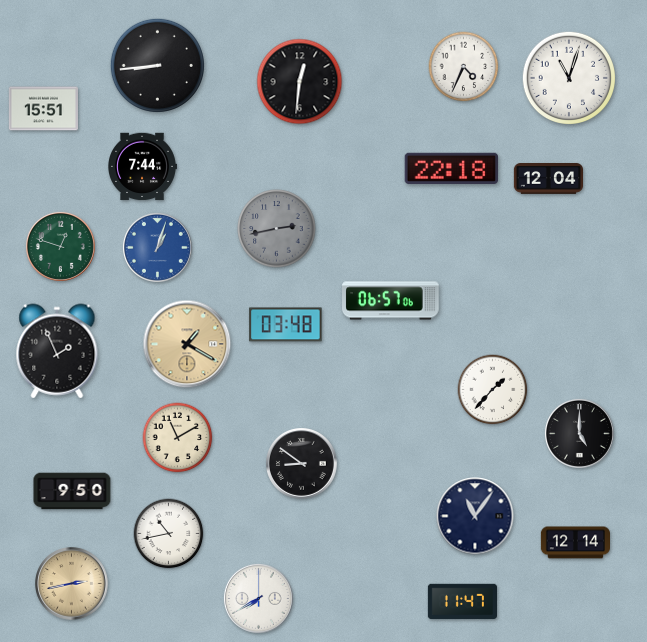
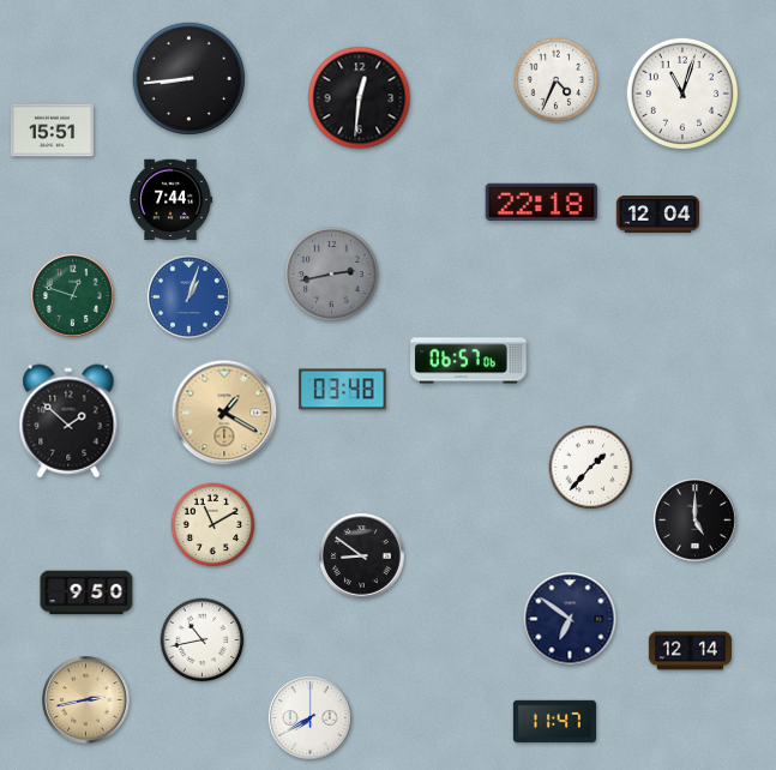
clock at (57, 351): 1:56 -> 1:52
clock at (72, 491) position: (72, 491) -> (86, 592)
clock at (475, 516): 11:06 -> 6:51
